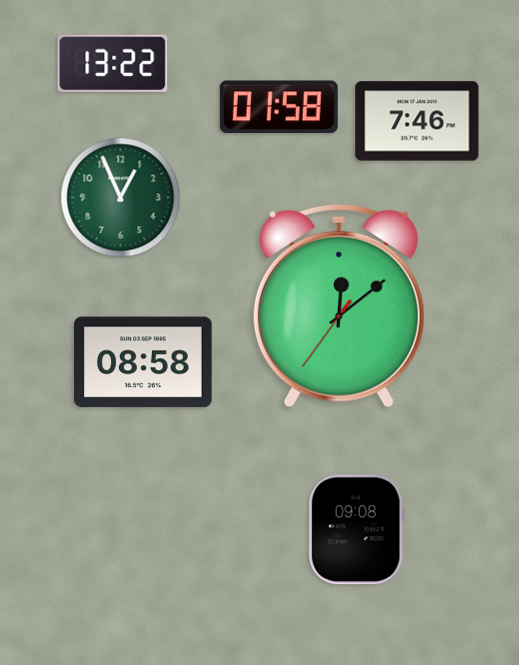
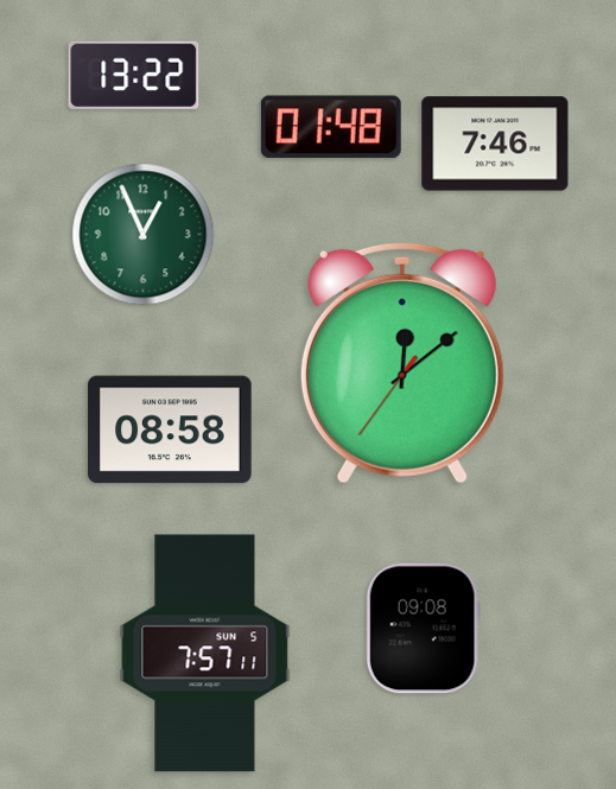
clock at (279, 107): 01:58 -> 01:48
clock at (205, 654): none -> 7:57
